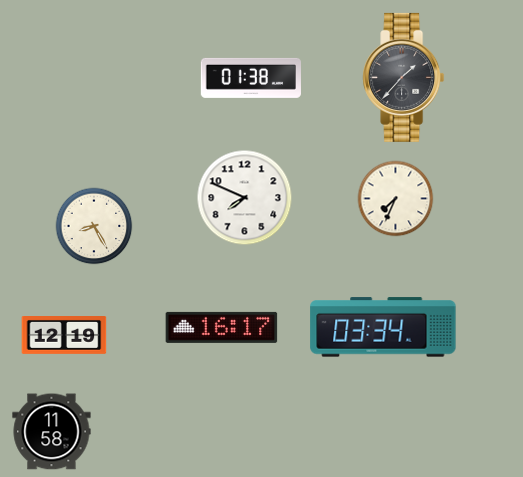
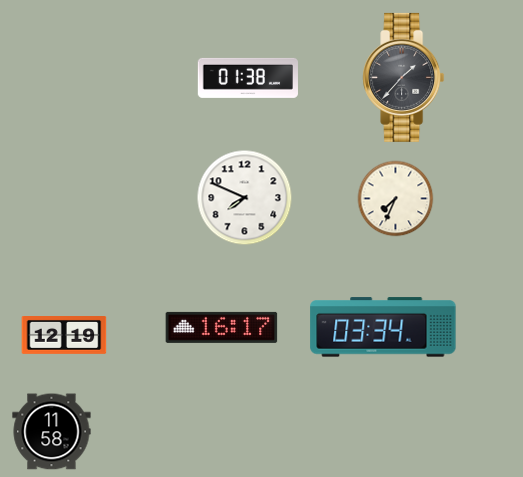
clock at (251, 78) position: (251, 78) -> (248, 78)
clock at (94, 226): 8:25 -> none
